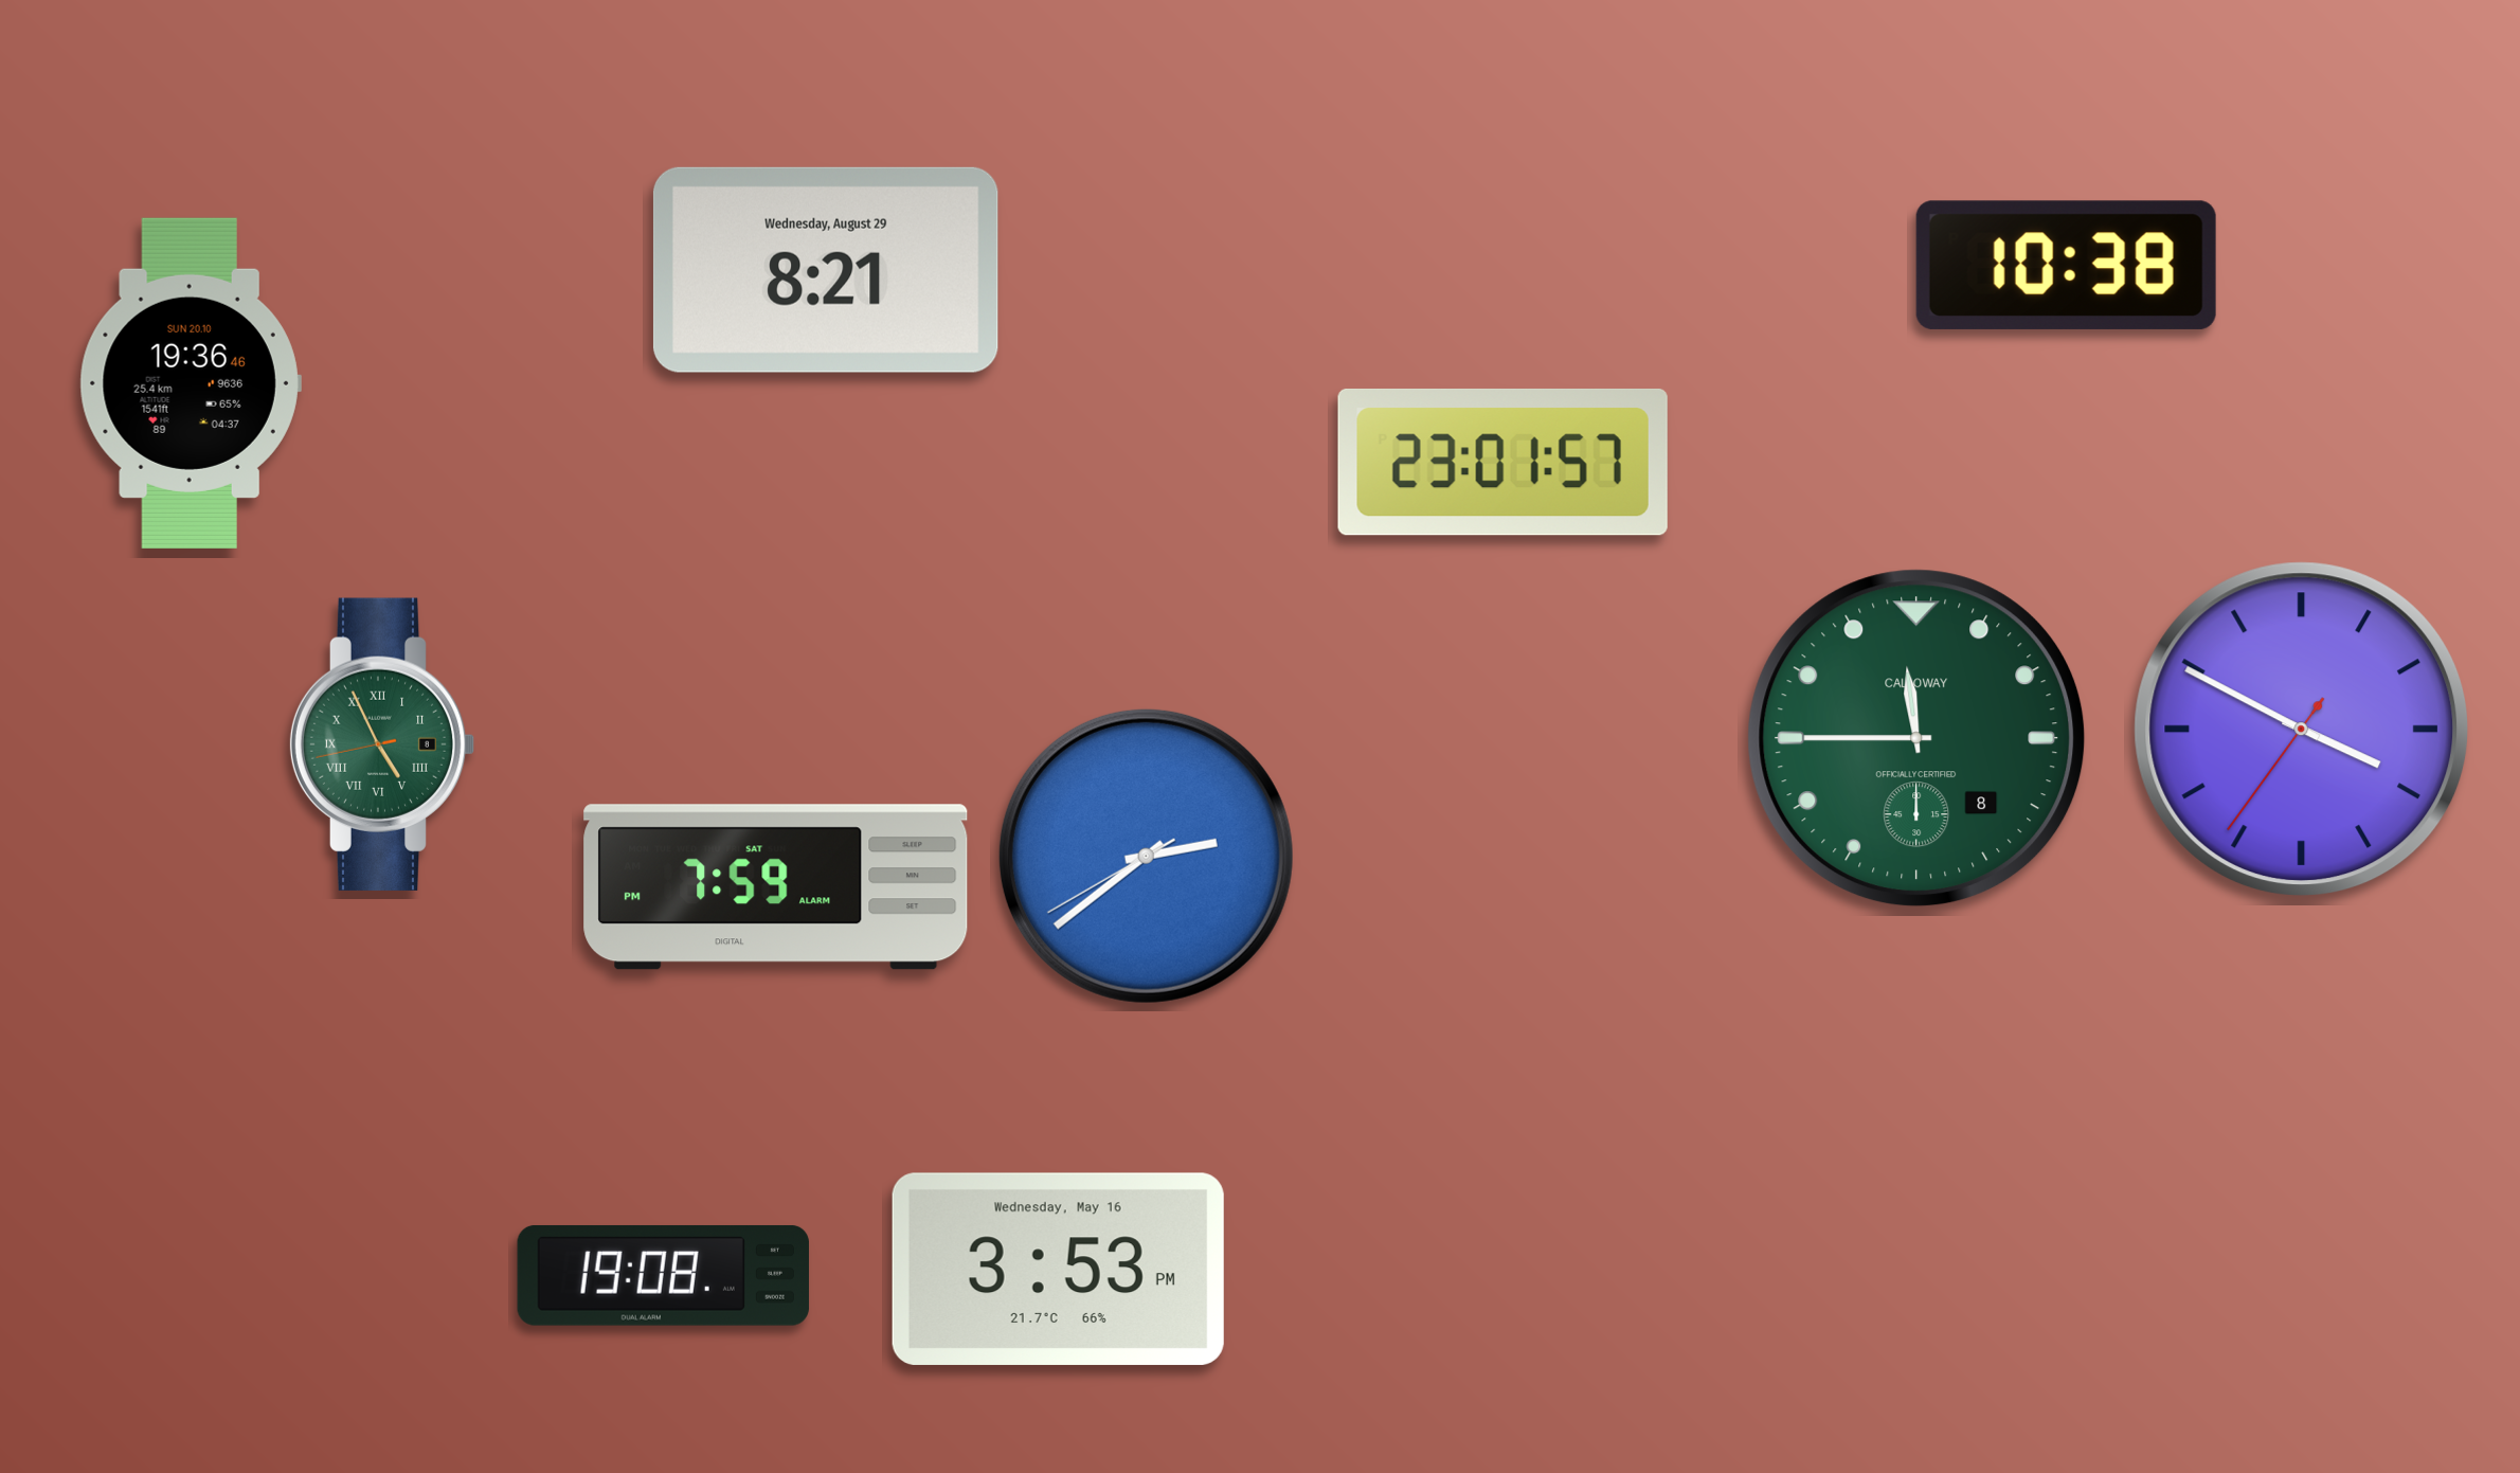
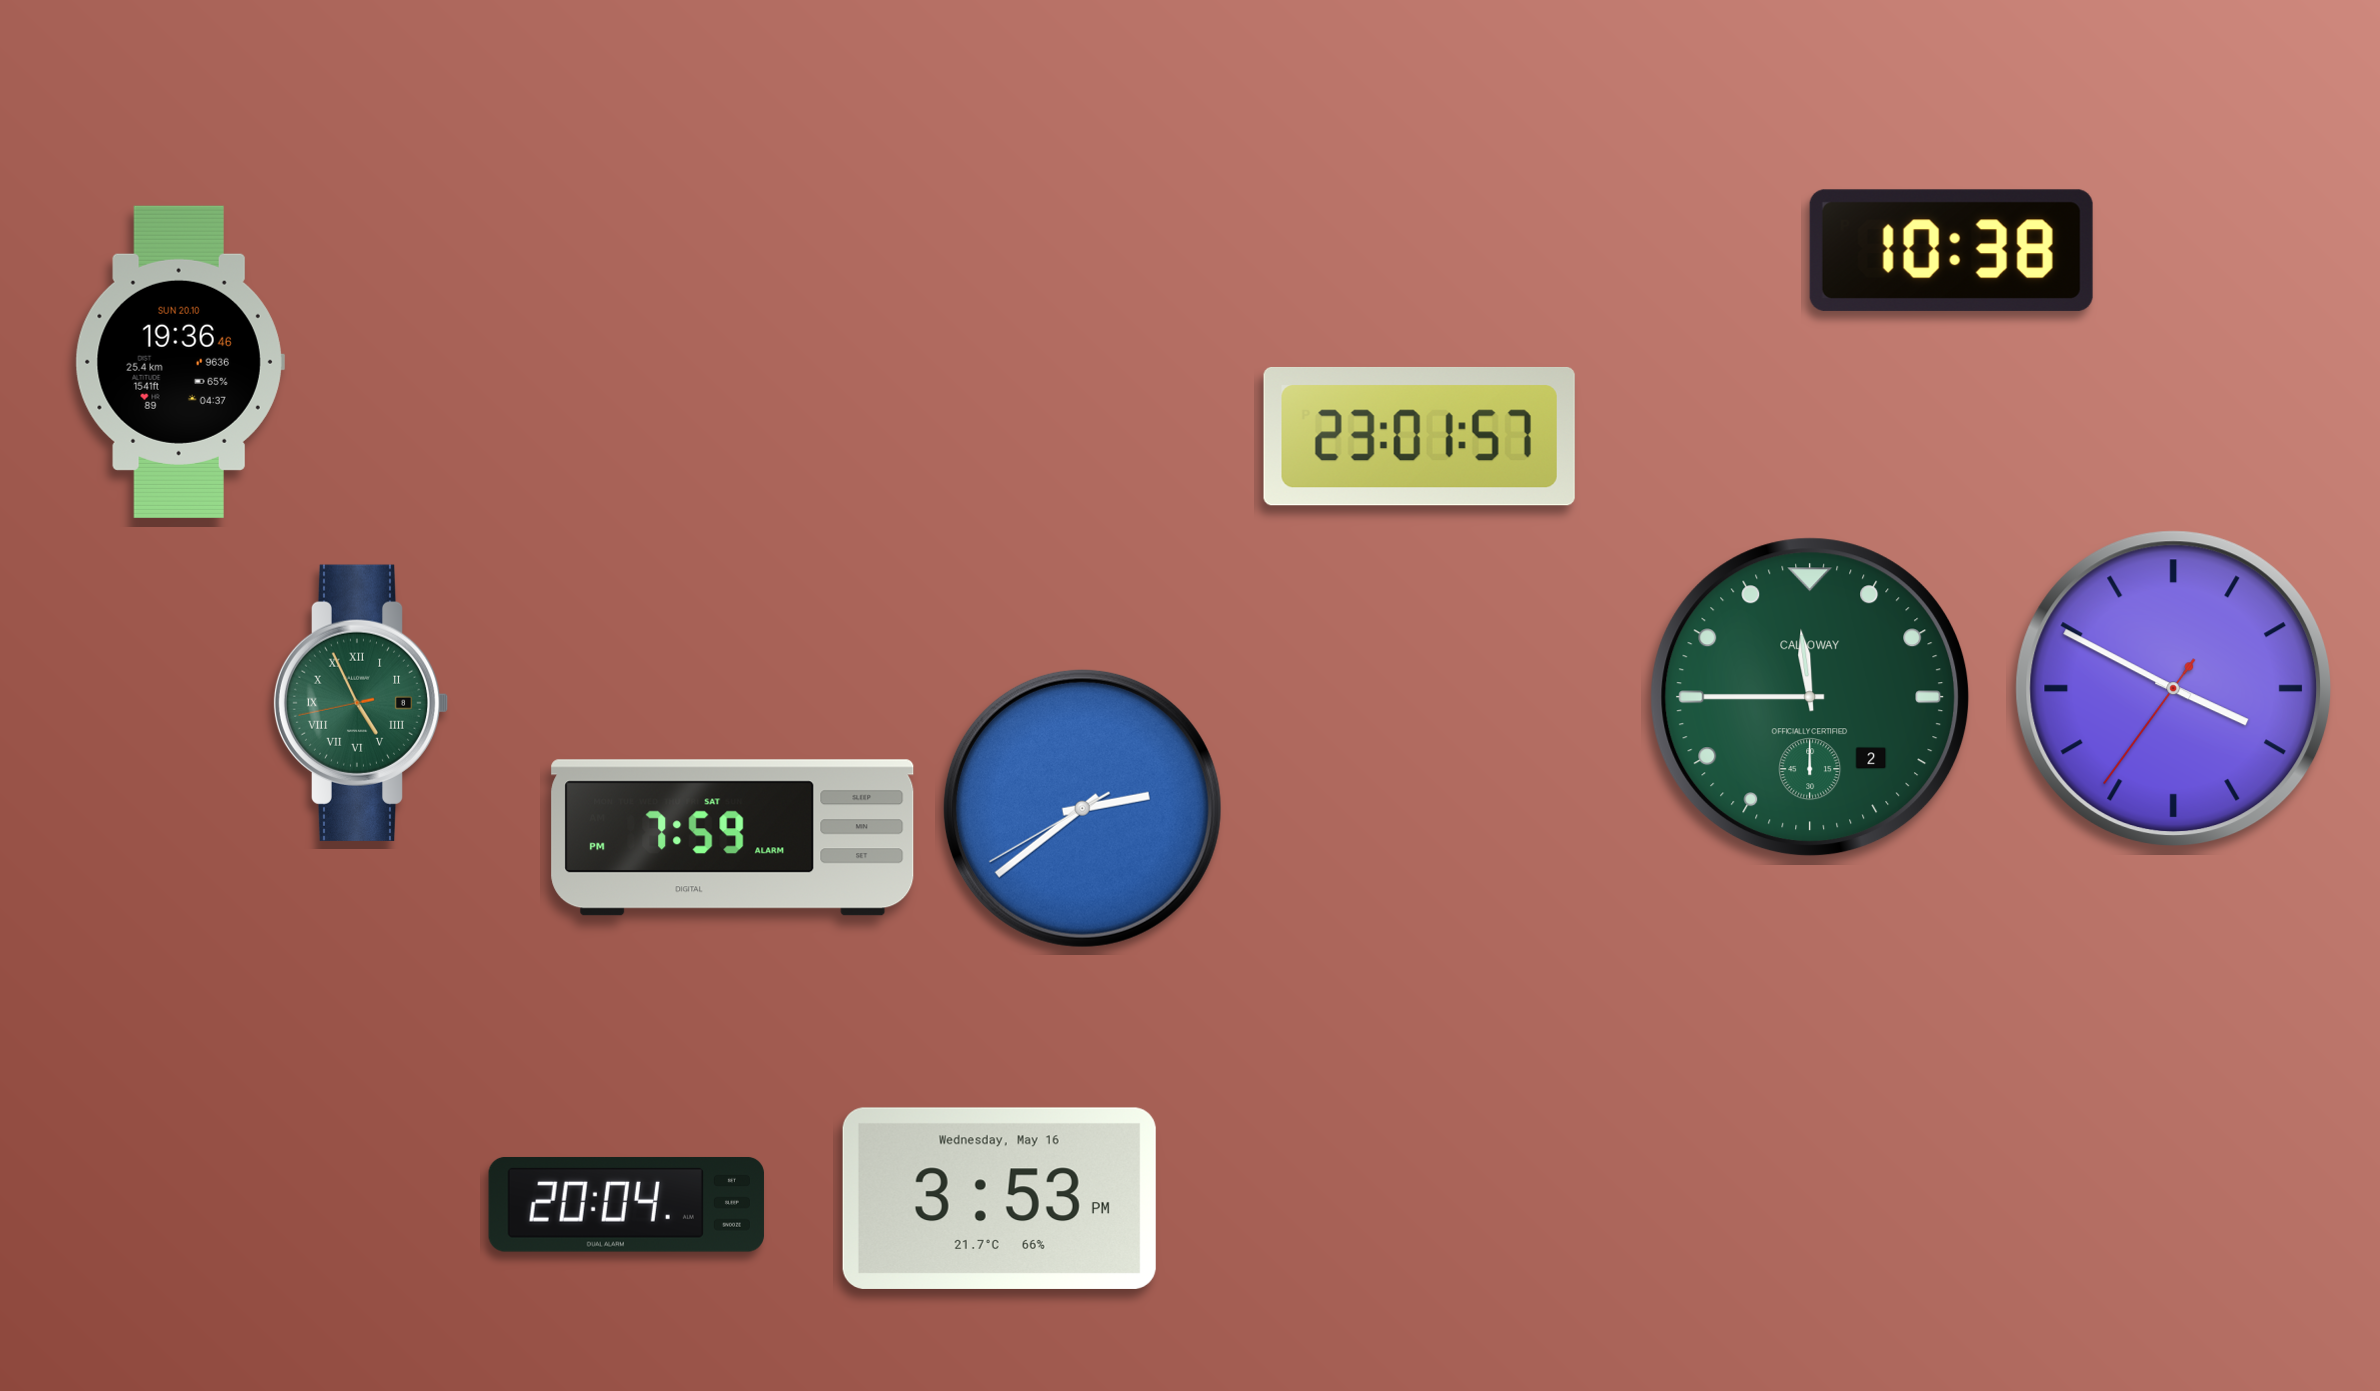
clock at (826, 270): 8:21 -> none
clock at (1916, 738) date: 8 -> 2
clock at (663, 1275): 19:08 -> 20:04
